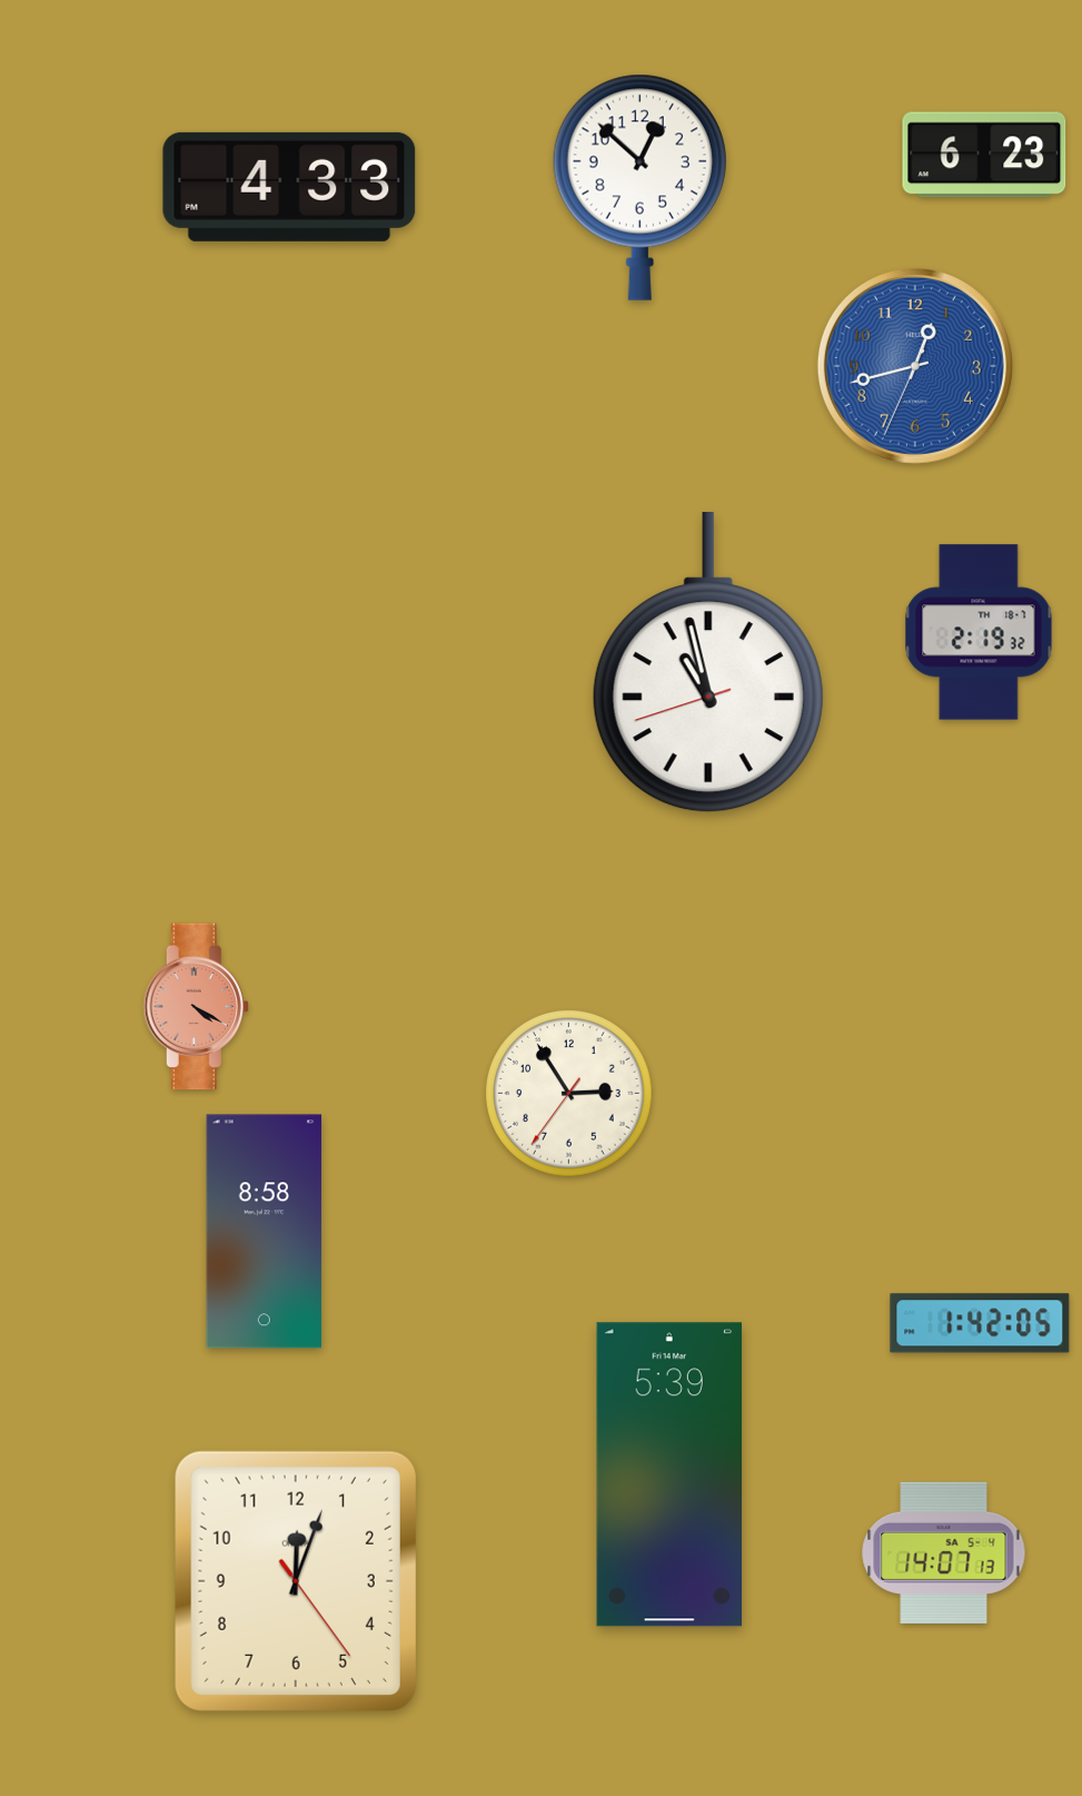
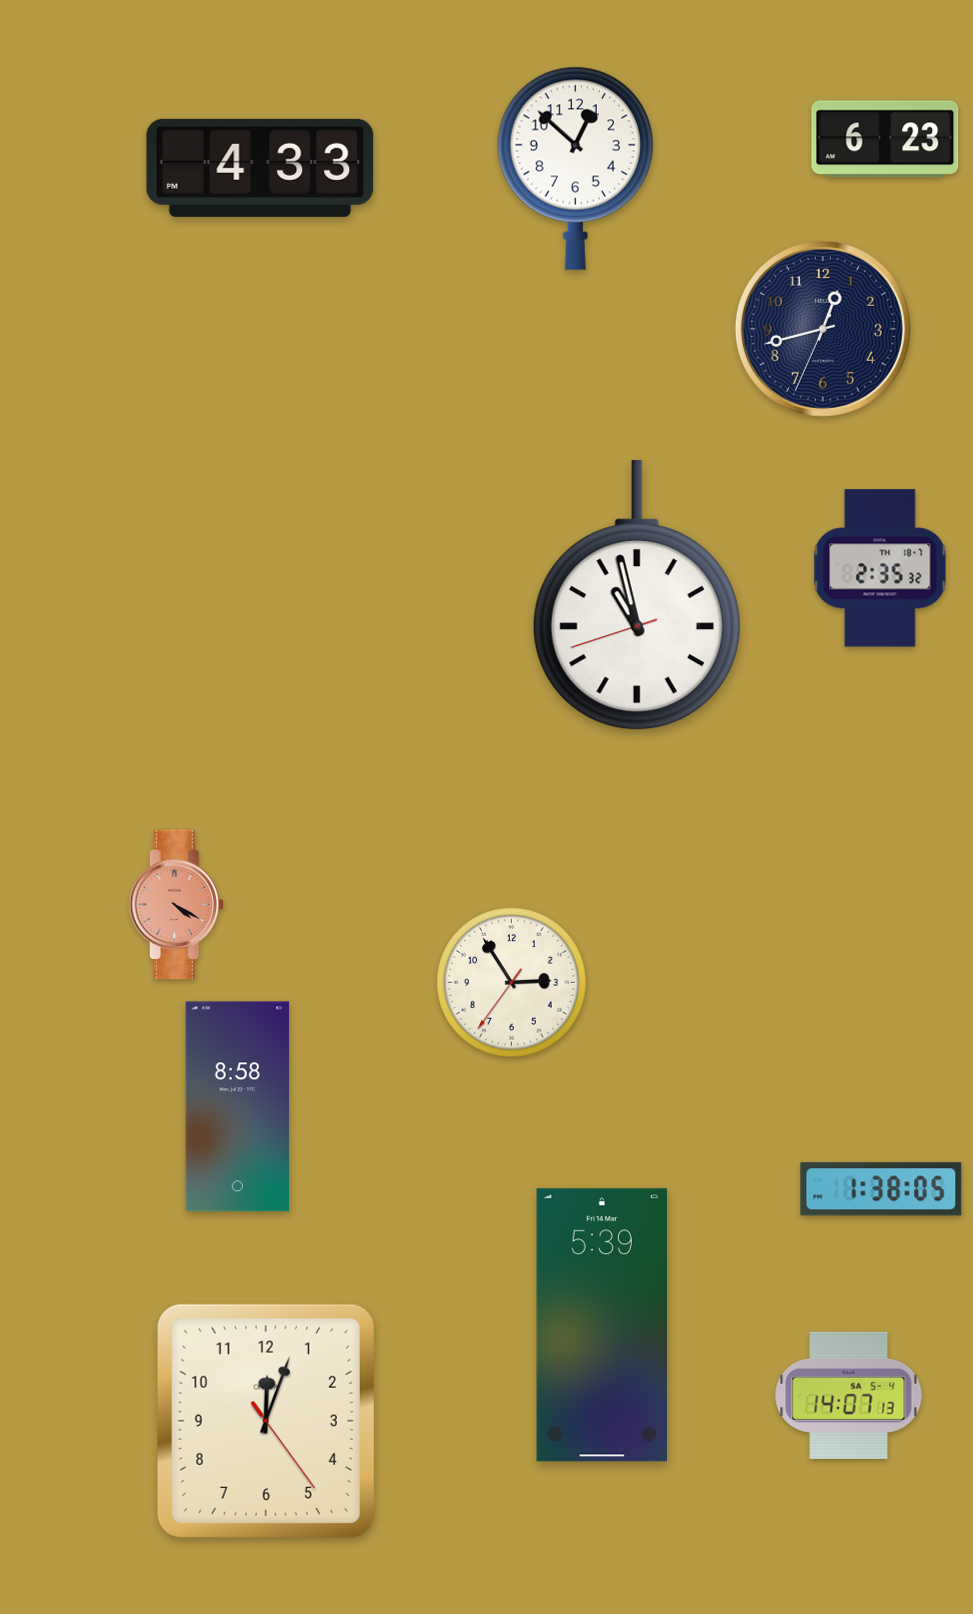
clock at (915, 366) dial: blue -> navy
clock at (979, 632): 2:19 -> 2:35
clock at (980, 1323): 1:42 -> 1:38
